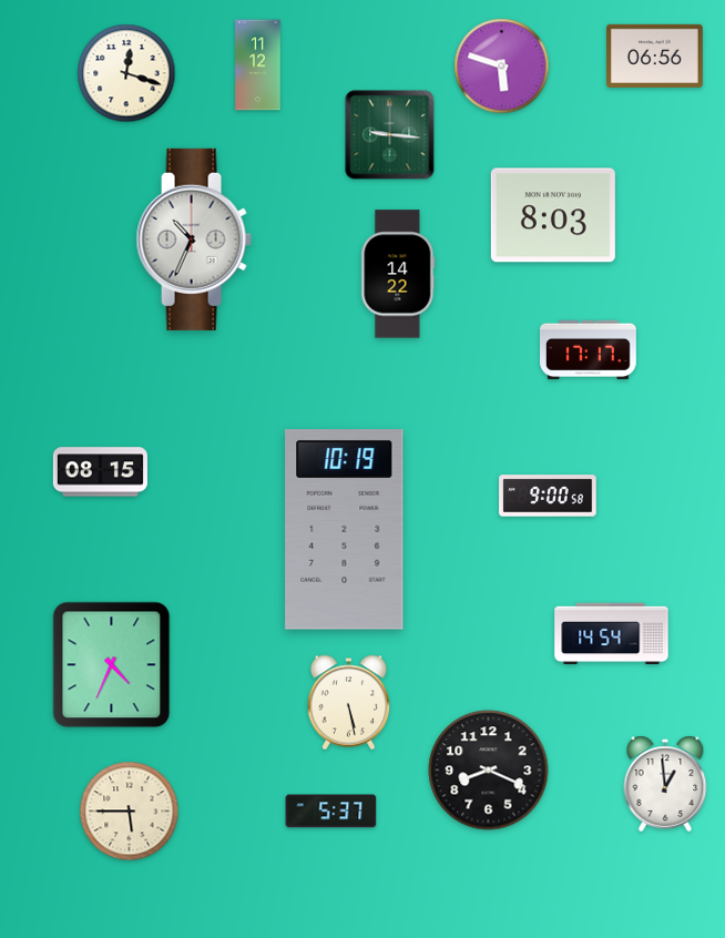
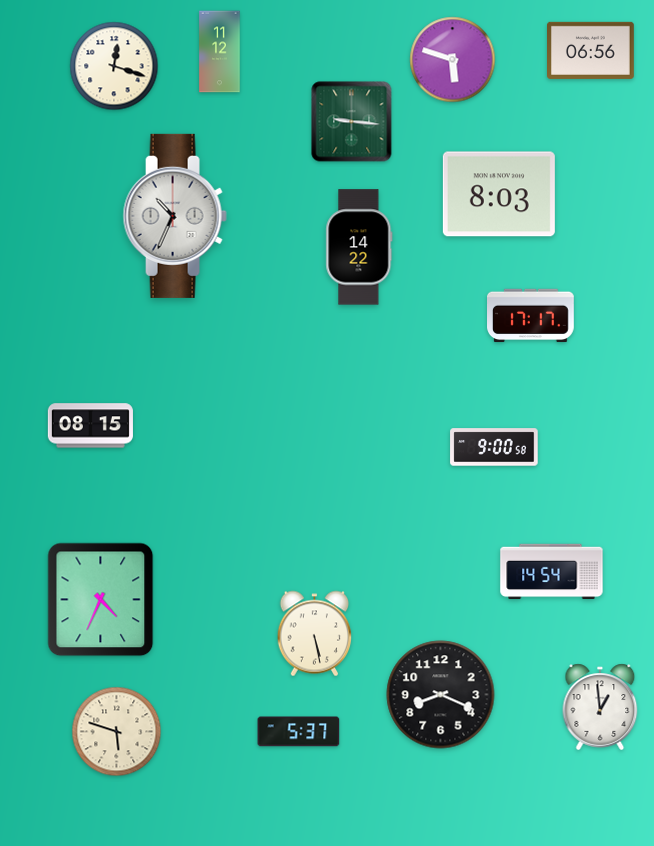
clock at (258, 65) position: (258, 65) -> (220, 52)
clock at (345, 530): 10:19 -> none
clock at (130, 812): 5:45 -> 5:48
